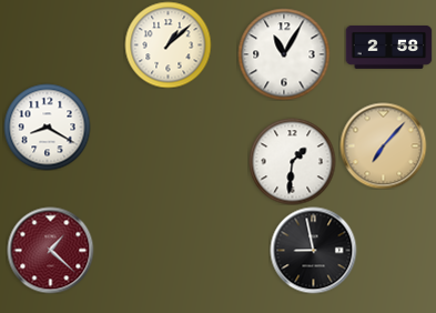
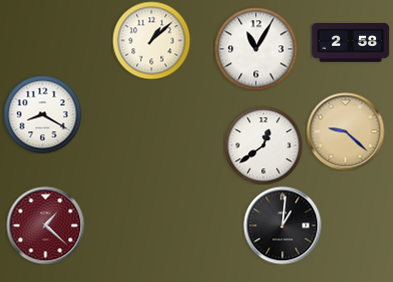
clock at (383, 145): 7:07 -> 9:22
clock at (292, 161): 1:31 -> 12:39
clock at (313, 250): 8:58 -> 1:01
